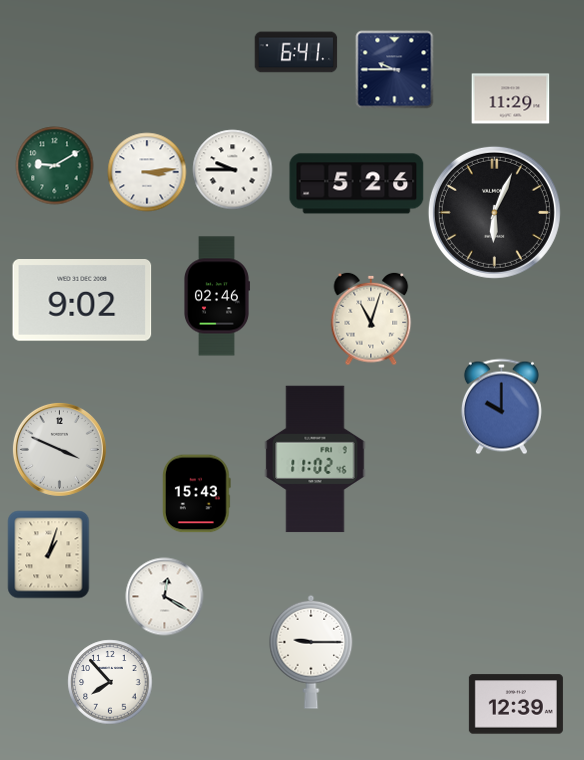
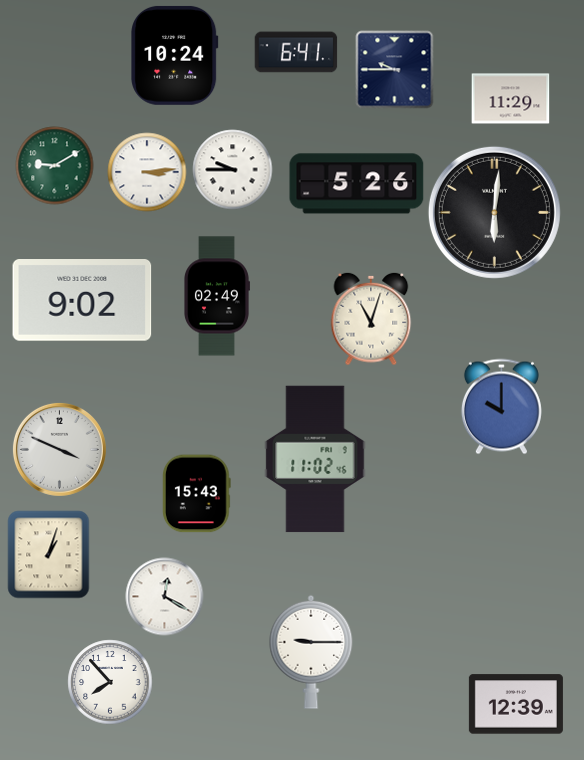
clock at (175, 55): none -> 10:24
clock at (494, 212): 6:04 -> 6:01
clock at (217, 296): 02:46 -> 02:49
